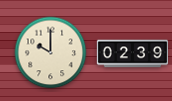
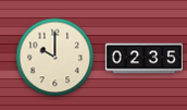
clock at (132, 54): 02:39 -> 02:35
